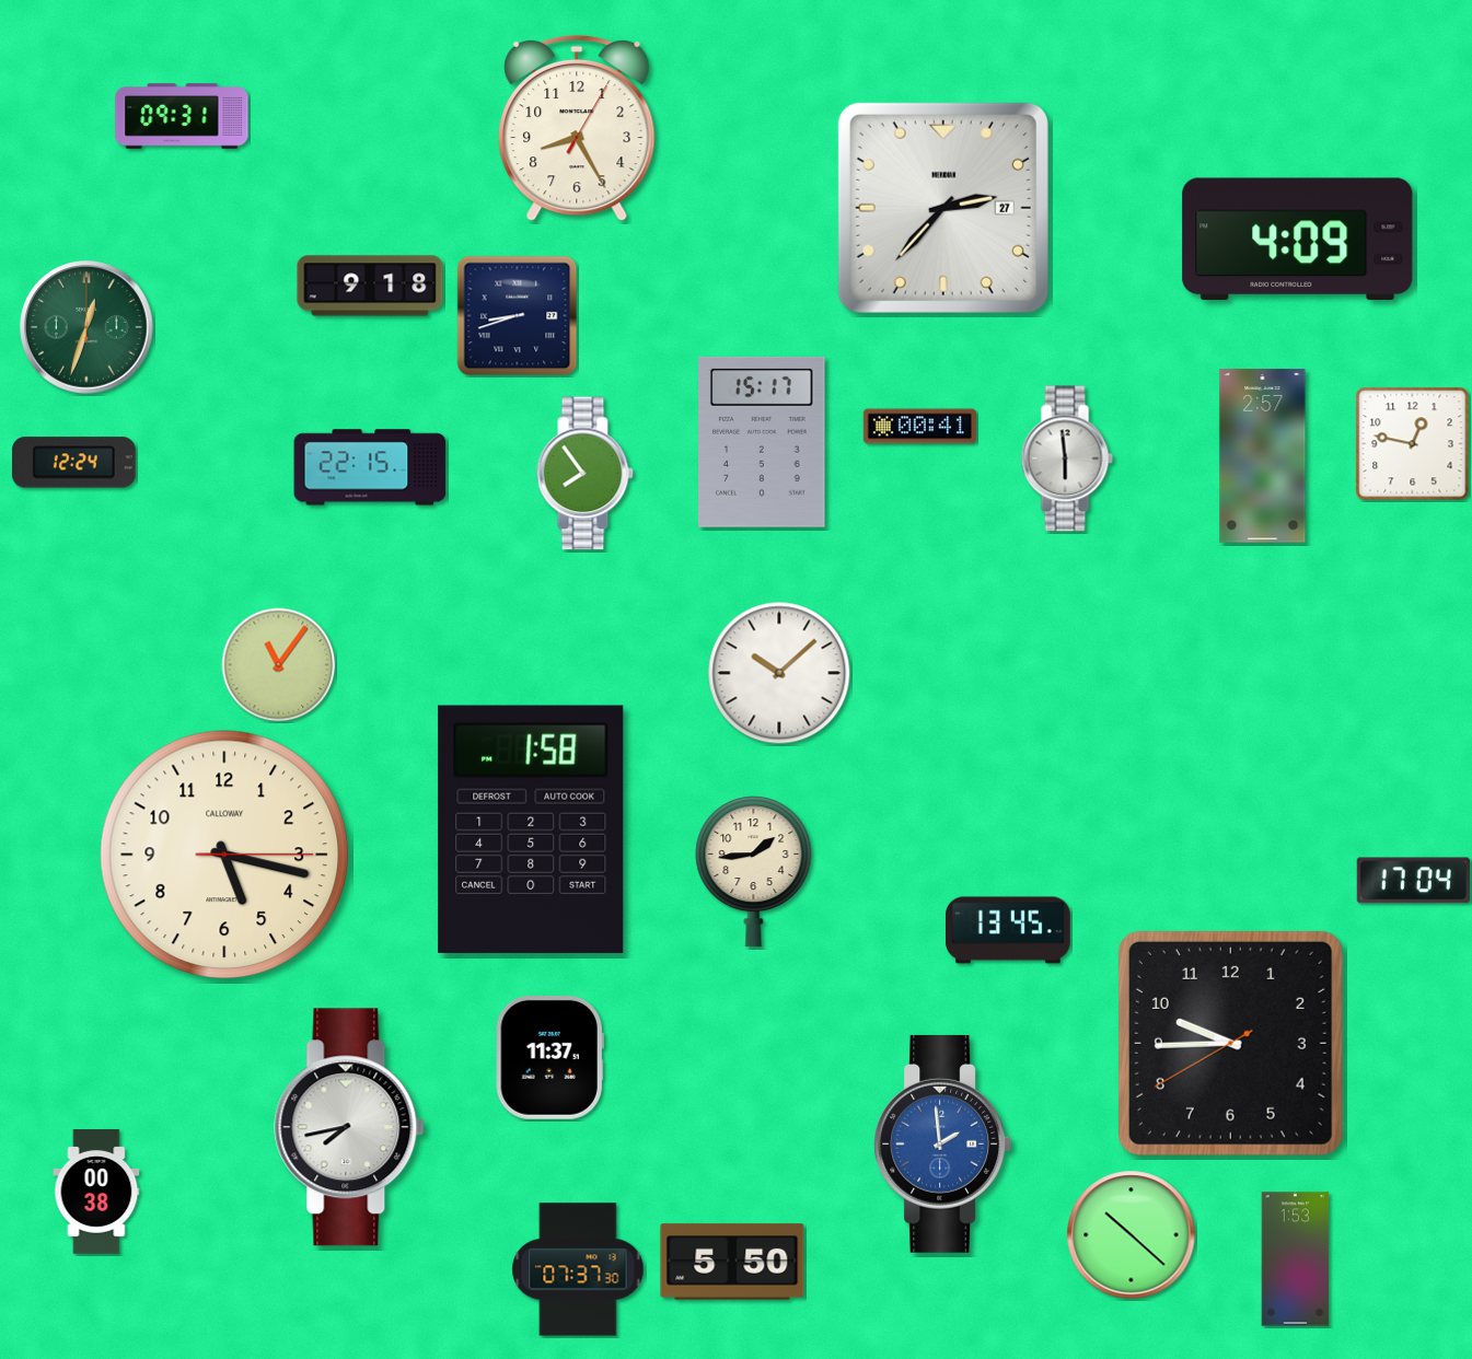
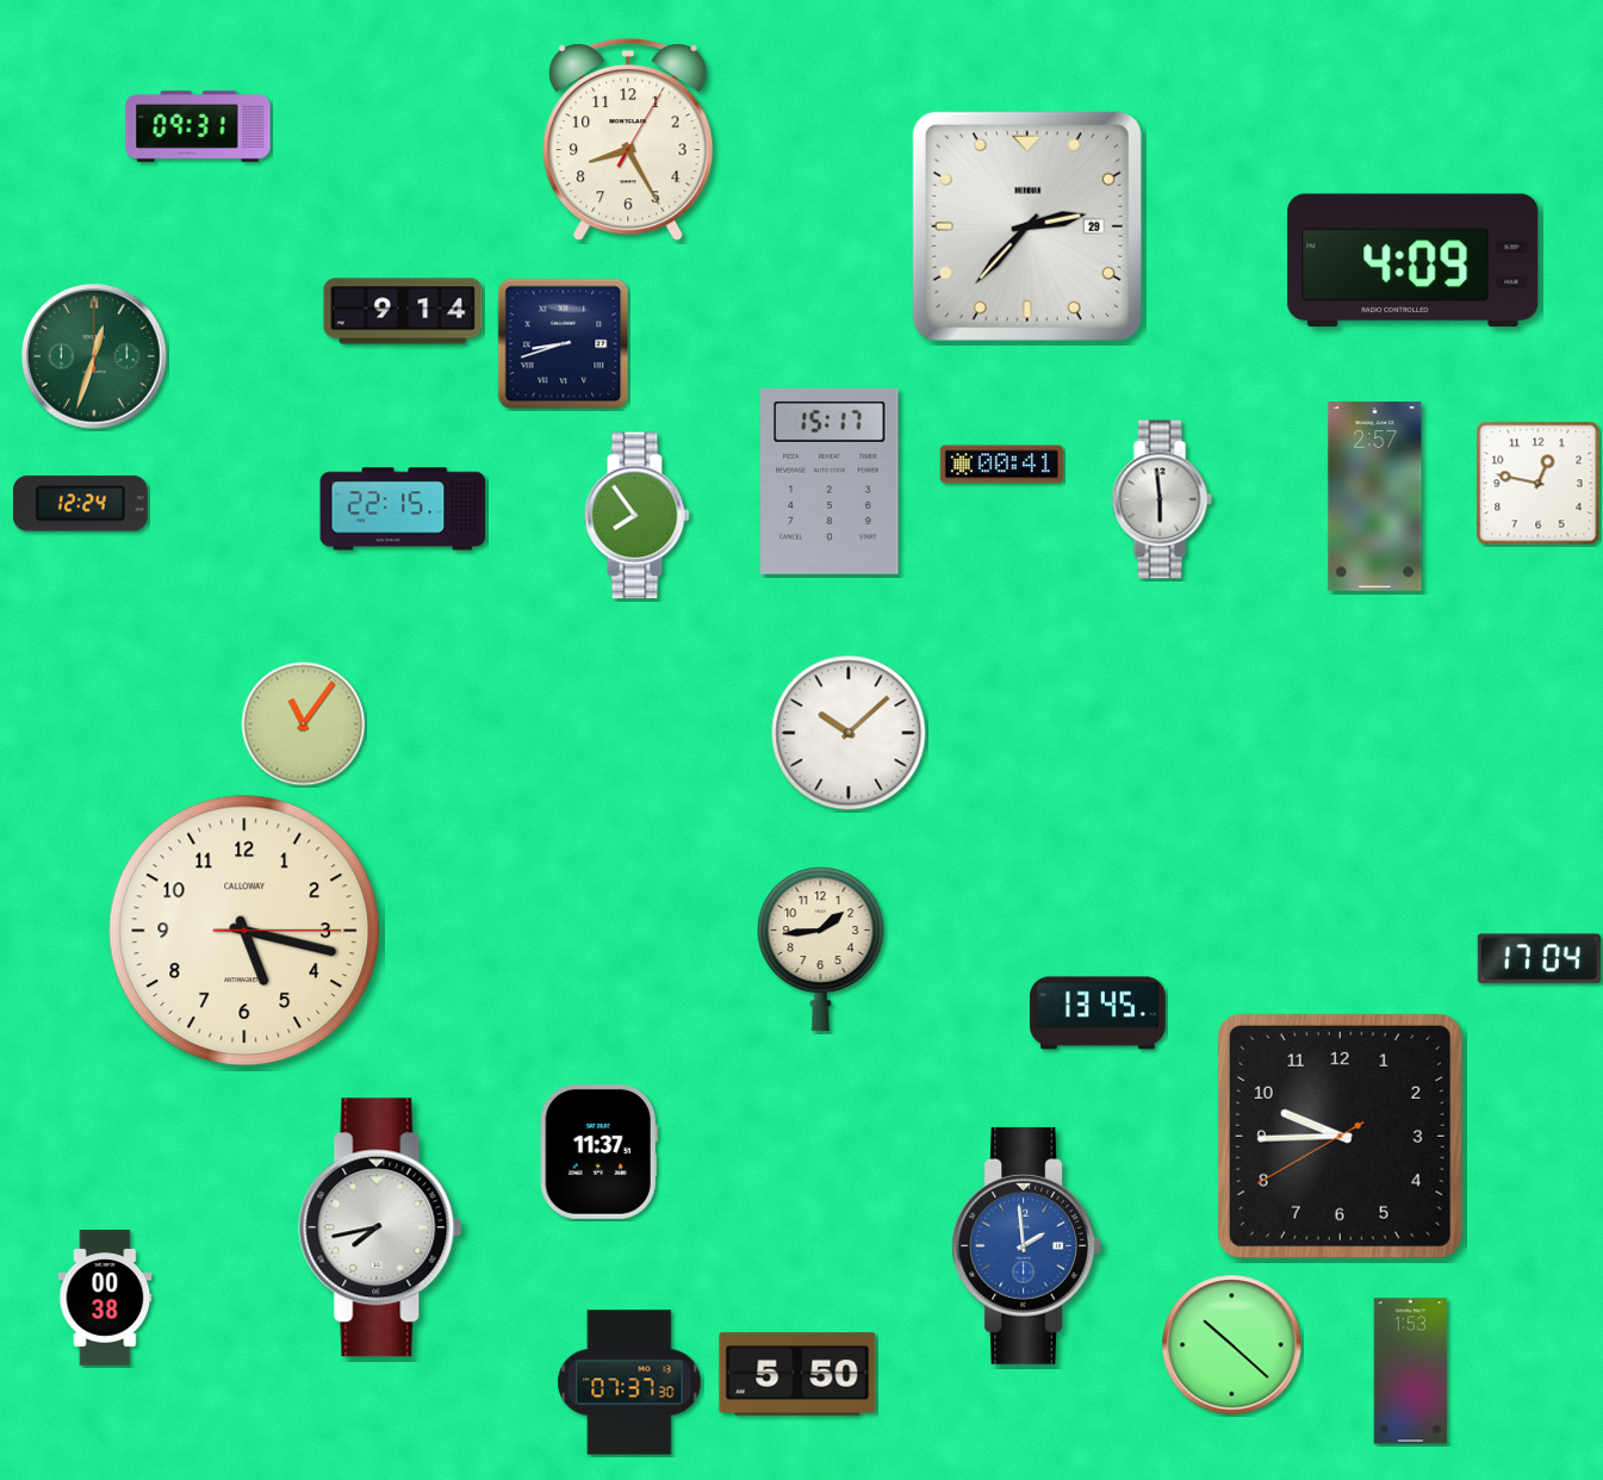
clock at (943, 208) date: 27 -> 29
clock at (370, 286): 9:18 -> 9:14
clock at (531, 829): 1:58 -> none
